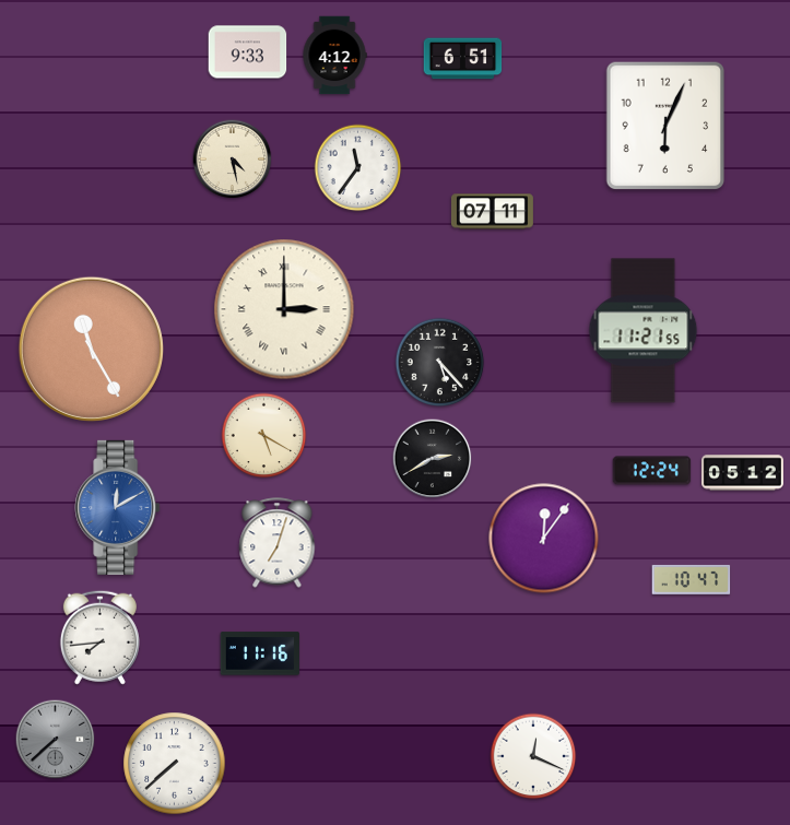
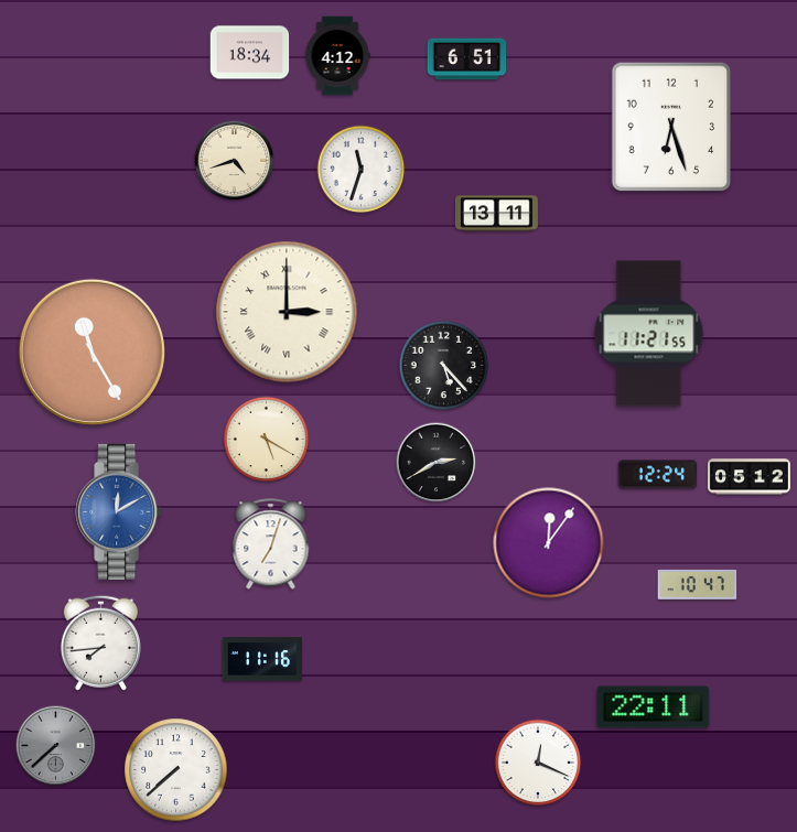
clock at (248, 52): 9:33 -> 18:34
clock at (665, 126): 6:04 -> 6:27
clock at (233, 160): 4:28 -> 4:42
clock at (358, 168): 11:36 -> 11:33
clock at (492, 212): 07:11 -> 13:11
clock at (278, 543) position: (278, 543) -> (271, 544)
clock at (654, 707): none -> 22:11
